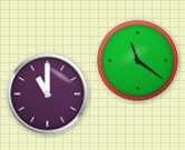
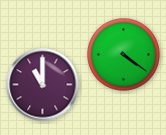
clock at (138, 61): 11:21 -> 4:21
